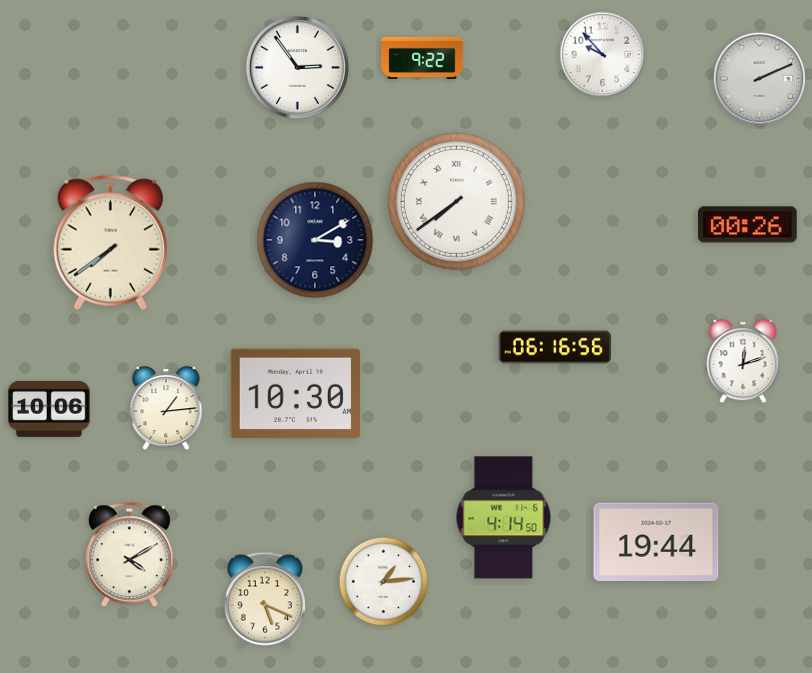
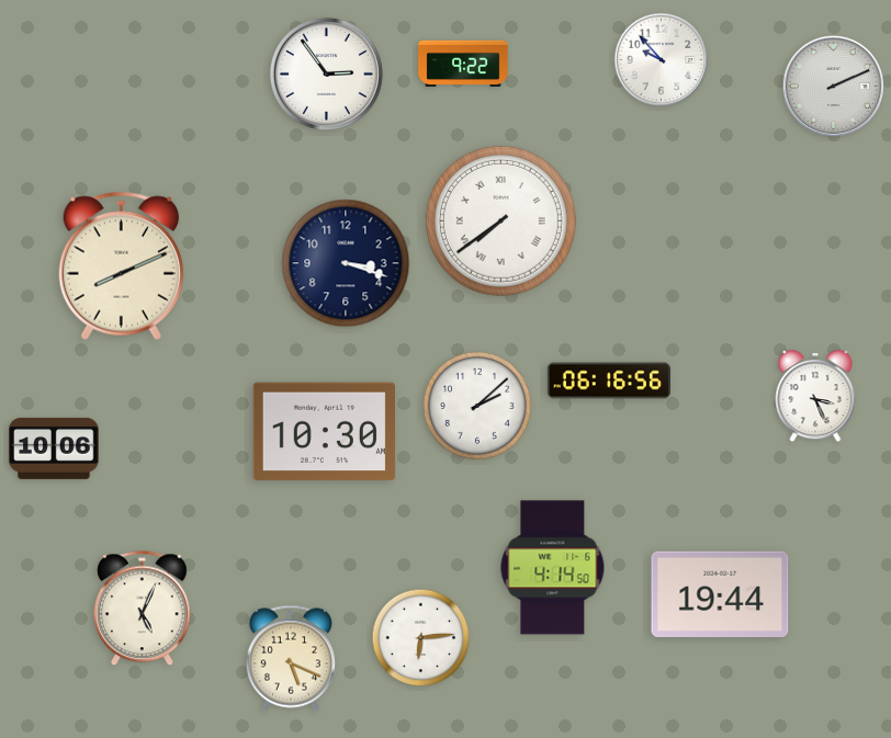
clock at (748, 225): 00:26 -> none
clock at (315, 240): 3:10 -> 3:18
clock at (110, 242): 7:39 -> 8:11
clock at (743, 362): 12:12 -> 3:26
clock at (477, 406): none -> 2:08
clock at (166, 409): 1:14 -> none
clock at (130, 555): 4:10 -> 5:04
clock at (384, 582): 1:14 -> 6:14
